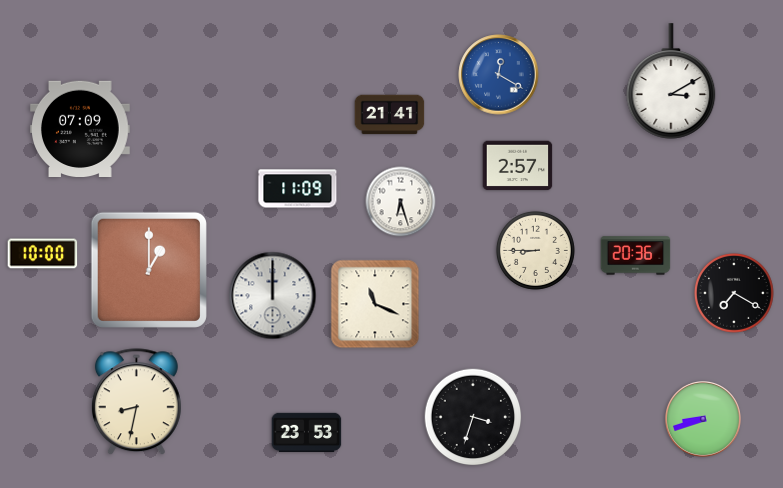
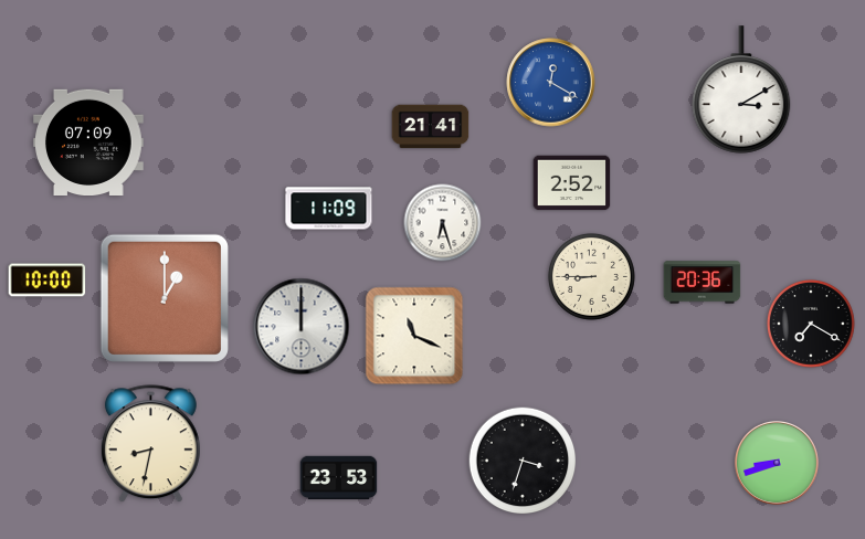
clock at (518, 166): 2:57 -> 2:52
